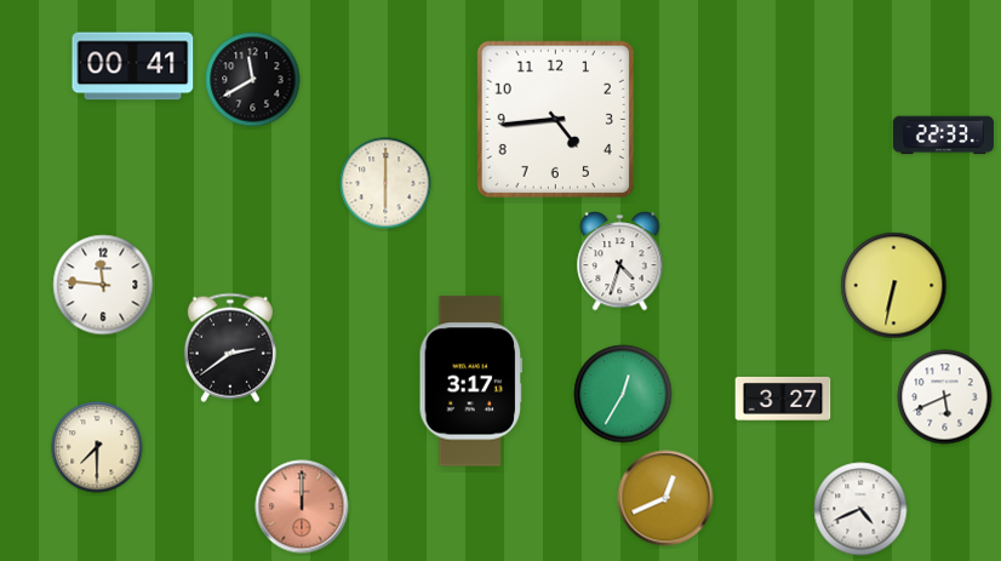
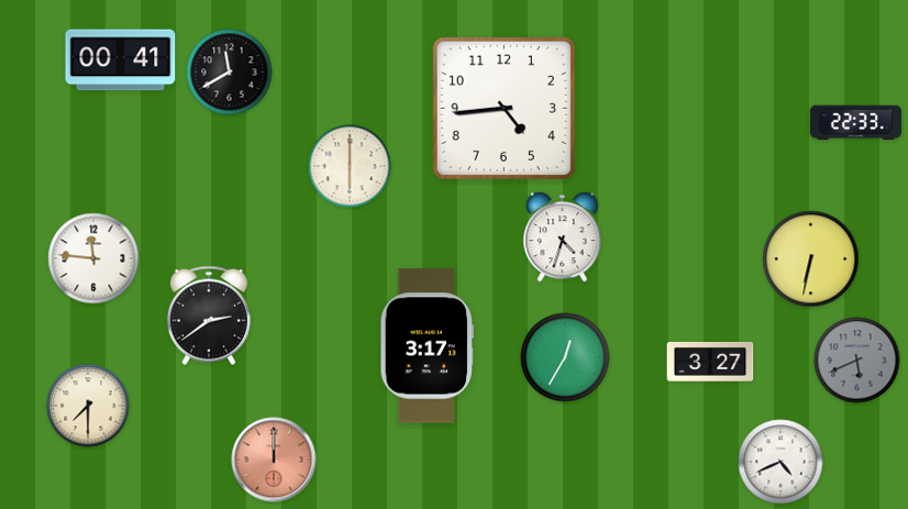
clock at (945, 397) dial: white -> grey
clock at (665, 498): 12:41 -> none
